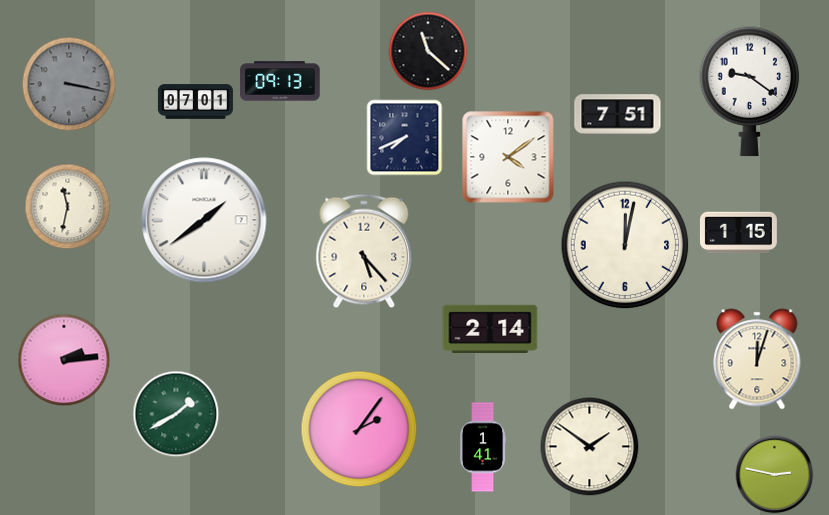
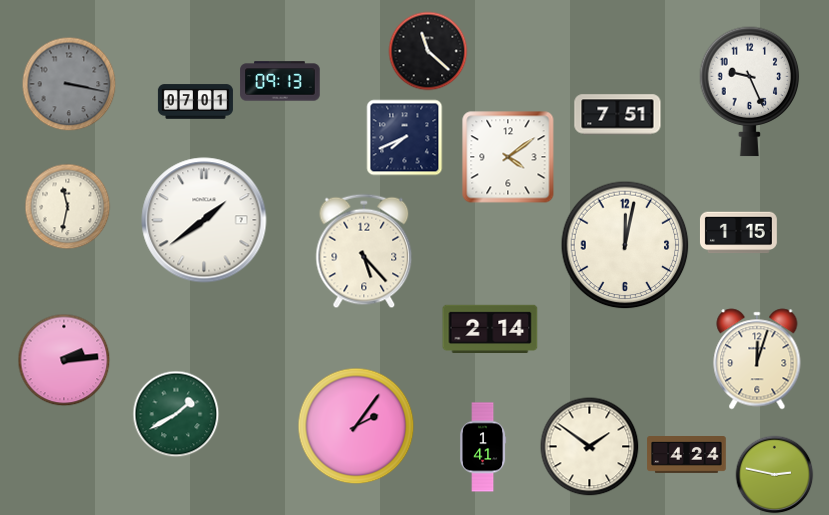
clock at (750, 92): 9:21 -> 9:26
clock at (359, 429) position: (359, 429) -> (356, 426)
clock at (687, 455): none -> 4:24
